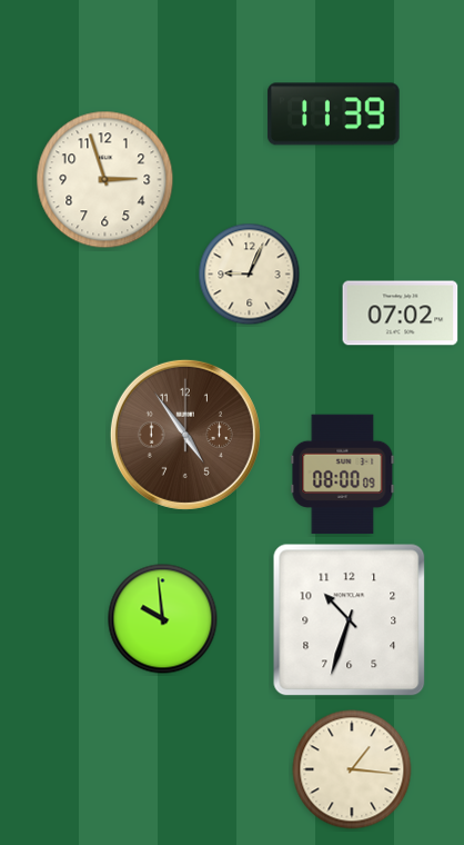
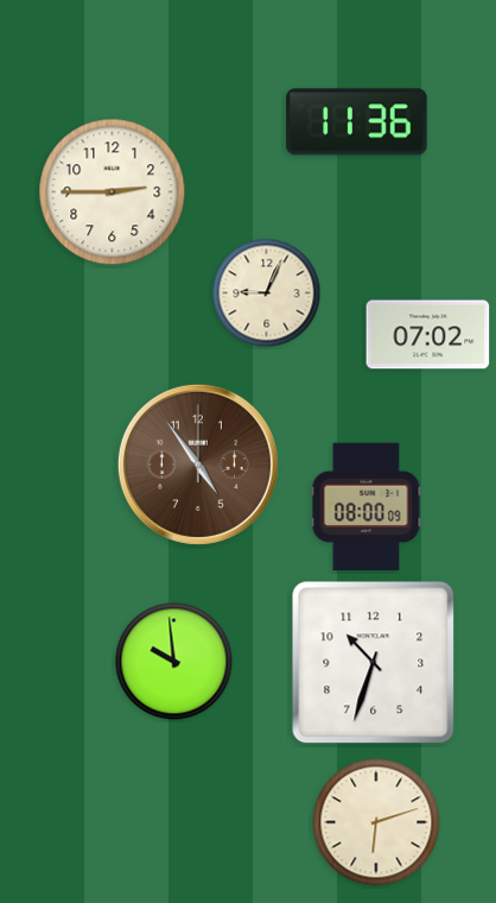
clock at (334, 115): 11:39 -> 11:36
clock at (105, 180): 2:57 -> 2:45
clock at (352, 769): 1:16 -> 6:12
